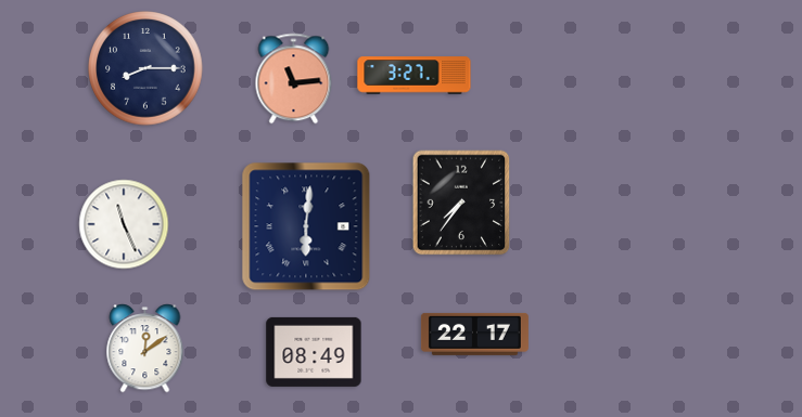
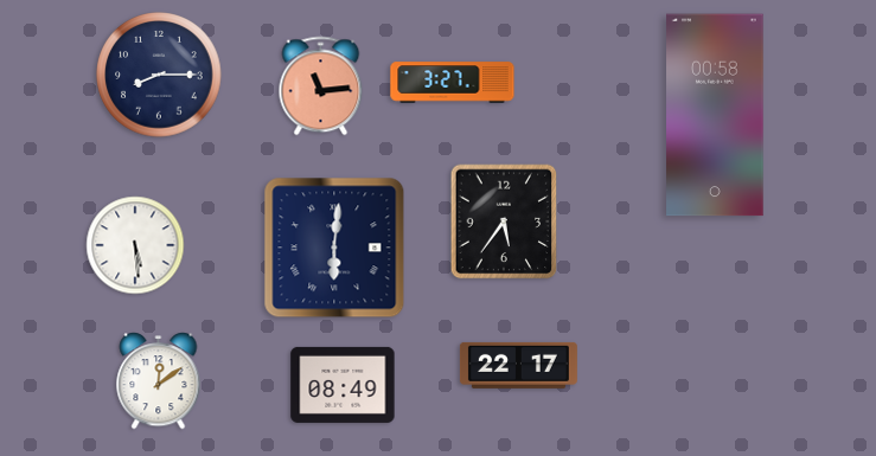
clock at (715, 115): none -> 00:58
clock at (461, 203): 7:36 -> 5:36
clock at (124, 224): 11:26 -> 5:29
